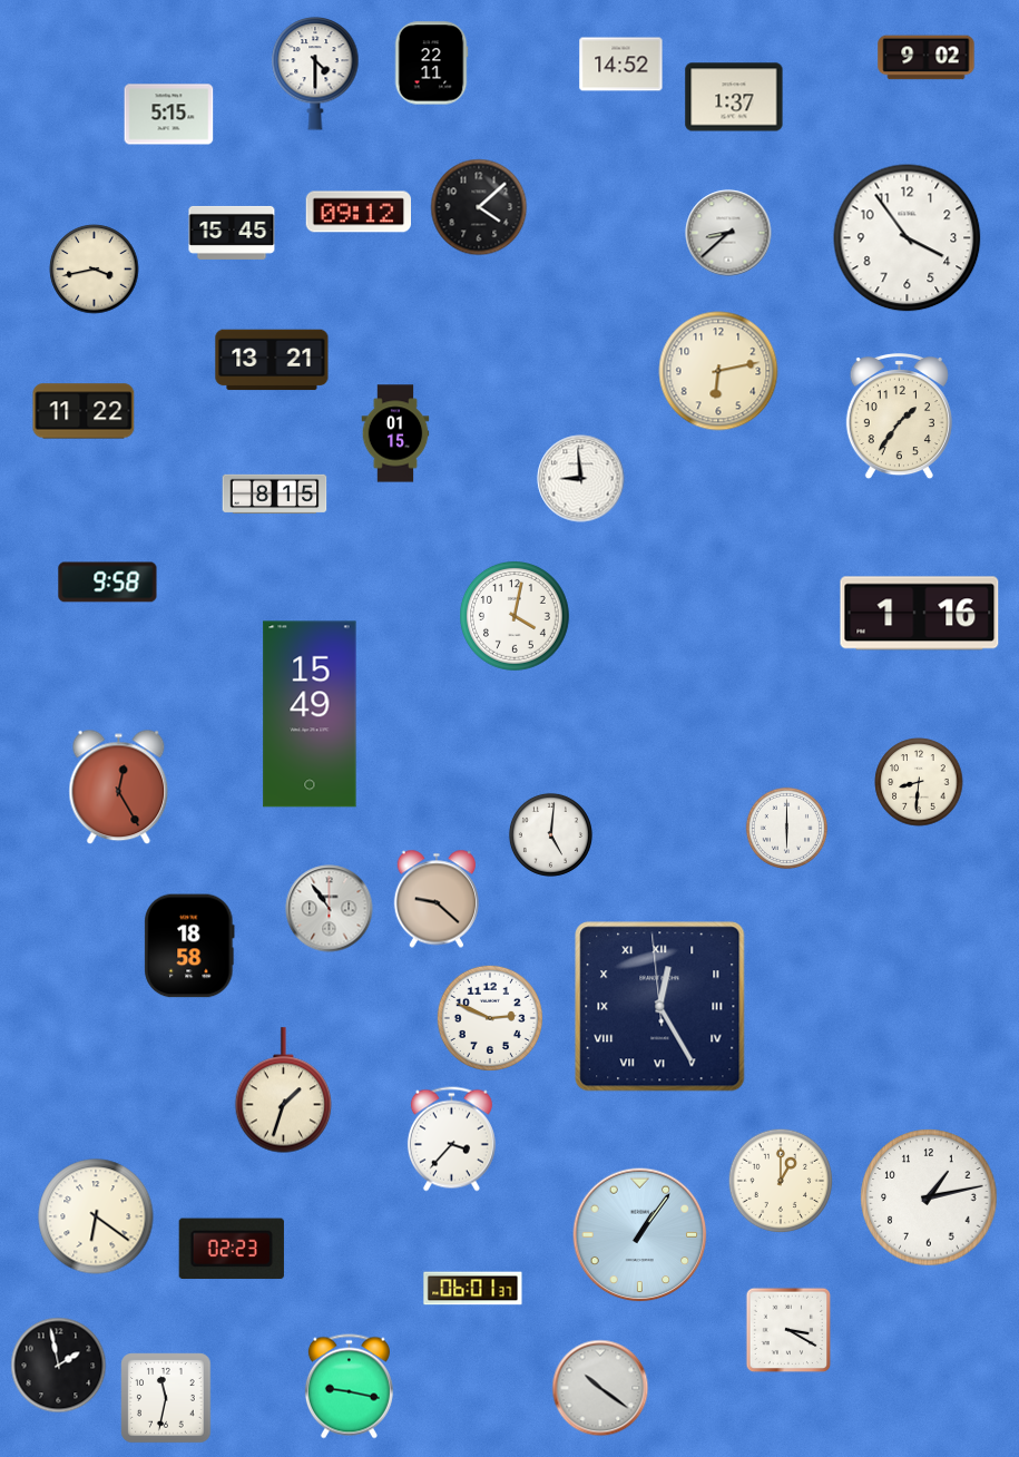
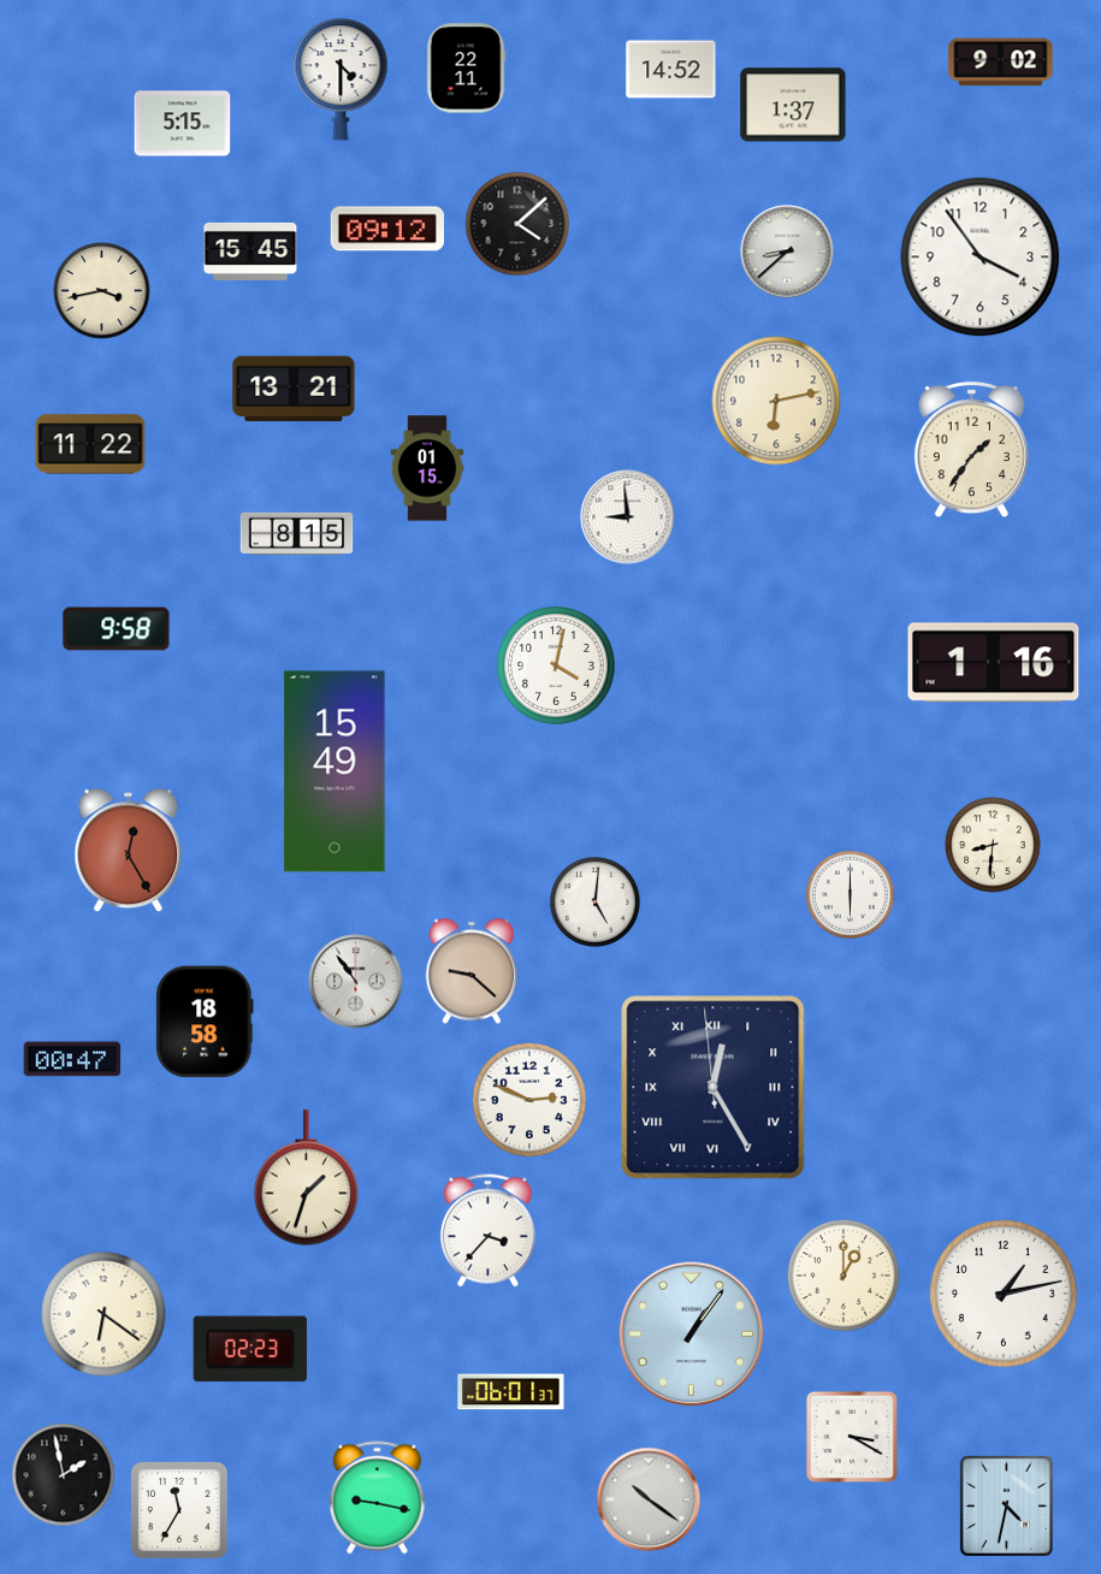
clock at (72, 1059): none -> 00:47
clock at (1006, 1505): none -> 4:32
clock at (166, 1398): 11:32 -> 11:35
